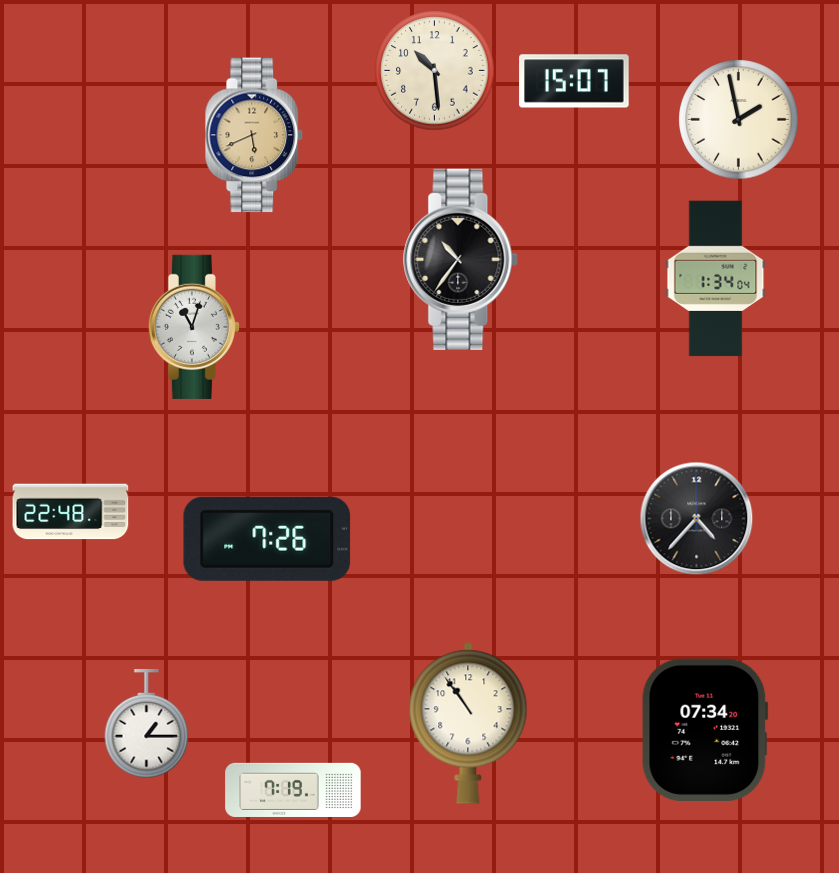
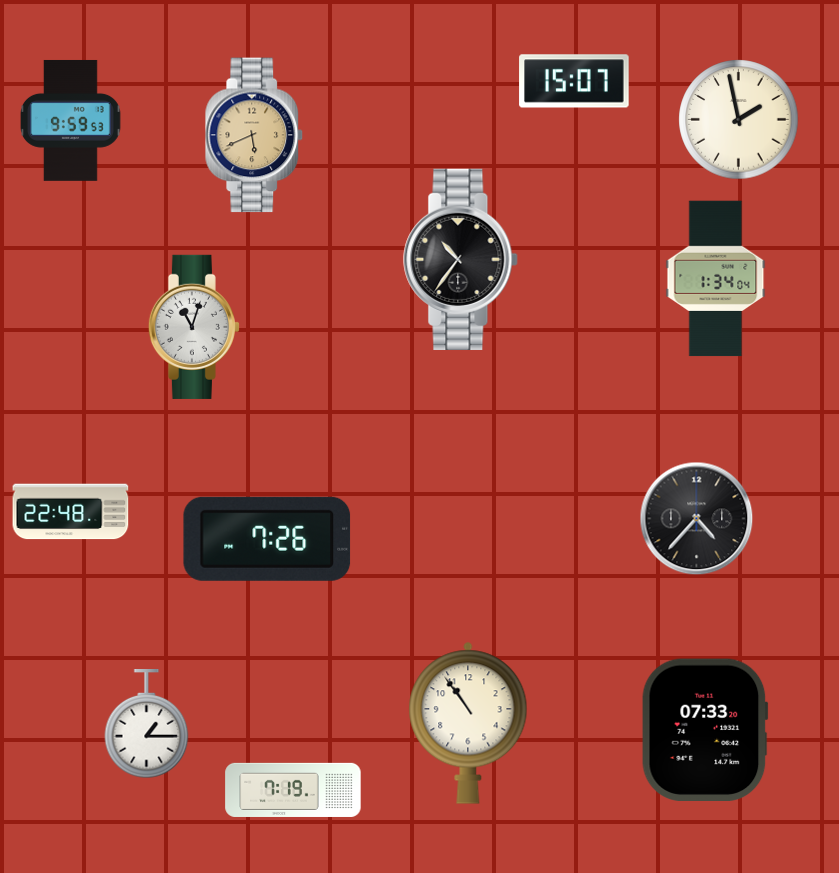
clock at (435, 71): 10:29 -> none
clock at (71, 120): none -> 9:59
clock at (705, 730): 07:34 -> 07:33
